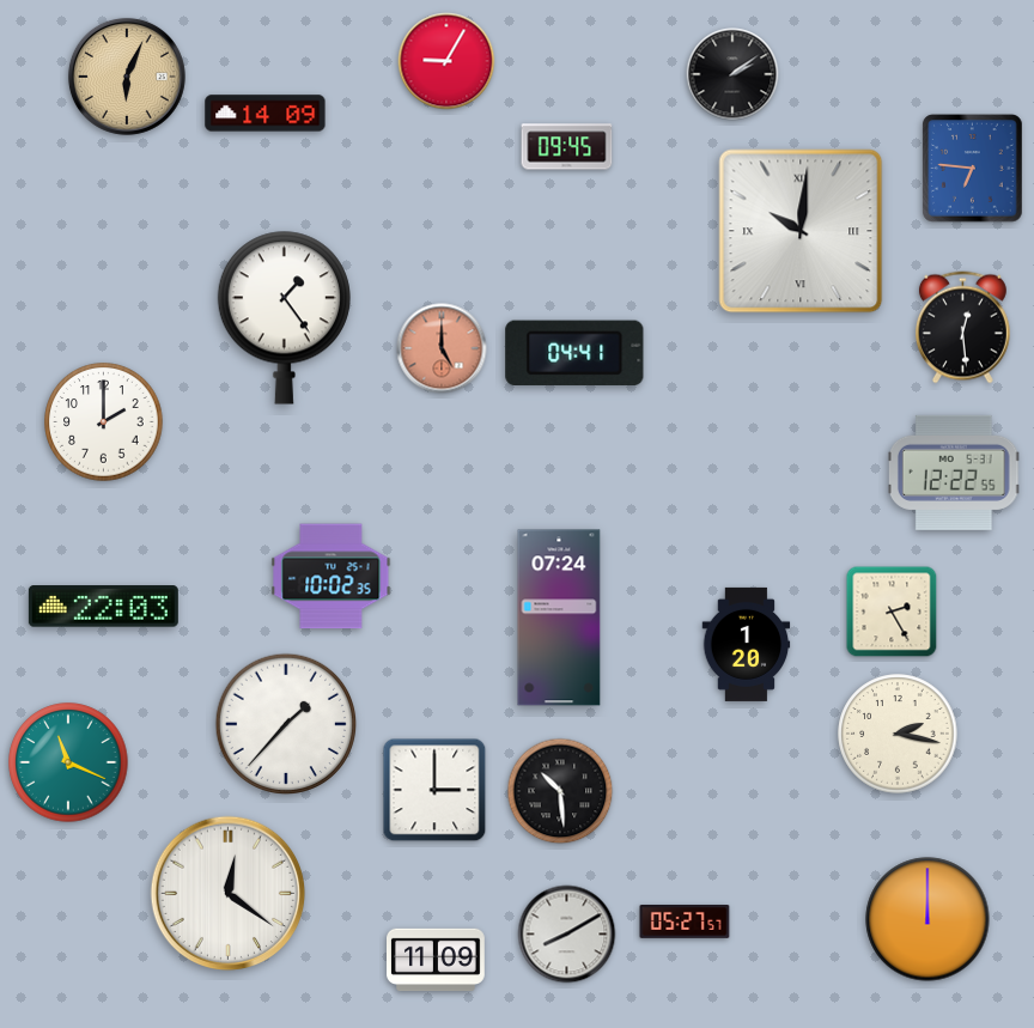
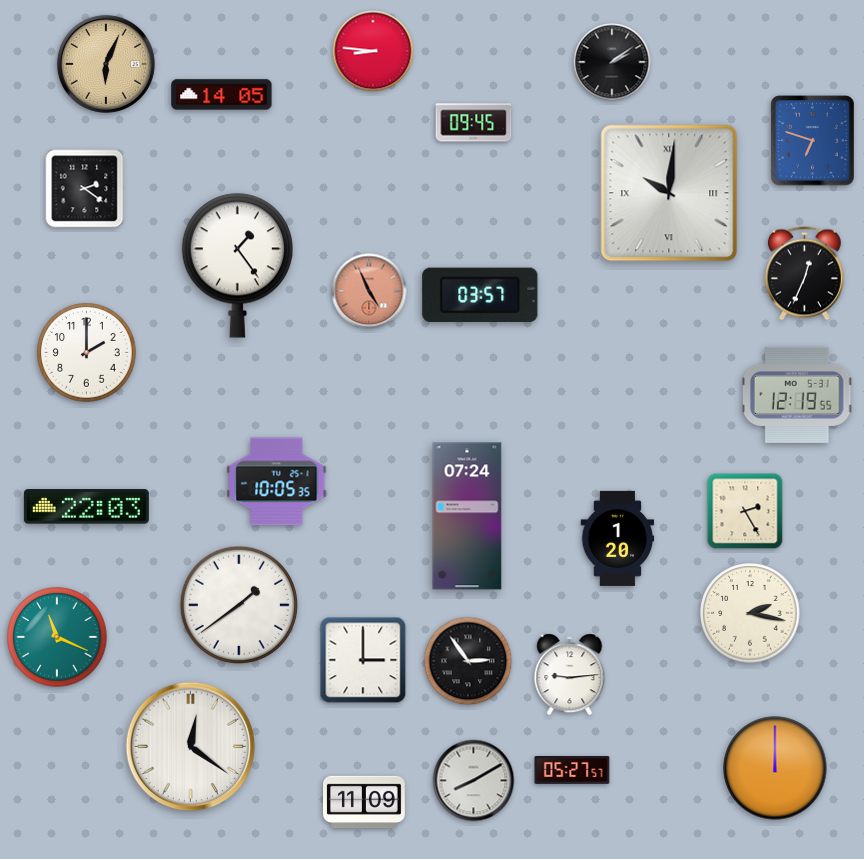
clock at (446, 61): 9:05 -> 8:46
clock at (266, 114): 14:09 -> 14:05
clock at (973, 169): 6:46 -> 6:48
clock at (85, 189): none -> 2:21
clock at (962, 328): 12:29 -> 12:34
clock at (442, 348): 5:00 -> 4:56
clock at (574, 353): 04:41 -> 03:57
clock at (954, 473): 12:22 -> 12:19
clock at (332, 577): 10:02 -> 10:05
clock at (747, 644) position: (747, 644) -> (618, 538)
clock at (286, 724): 1:37 -> 1:39
clock at (560, 791): 10:29 -> 2:54
clock at (570, 675): none -> 9:14
